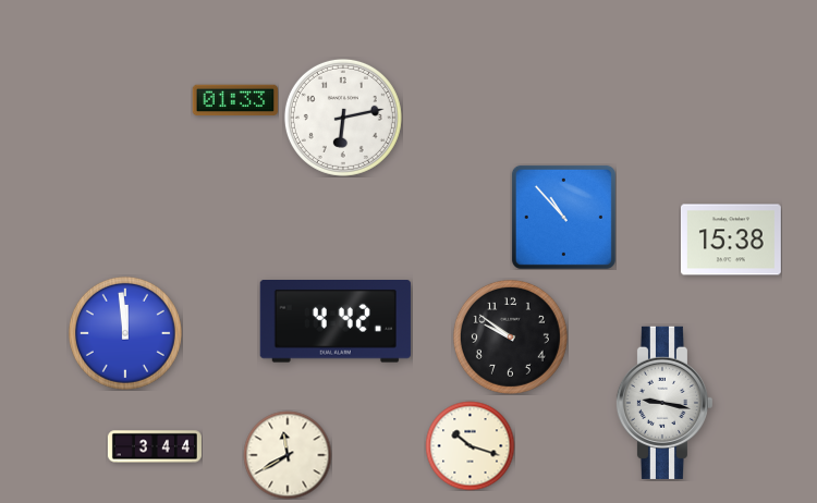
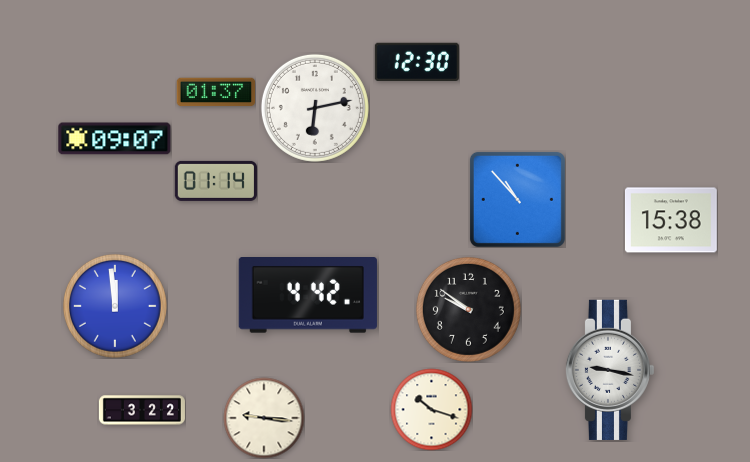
clock at (417, 62): none -> 12:30
clock at (235, 100): 01:33 -> 01:37
clock at (115, 139): none -> 09:07
clock at (216, 181): none -> 01:14
clock at (155, 446): 3:44 -> 3:22
clock at (288, 455): 11:40 -> 9:16
